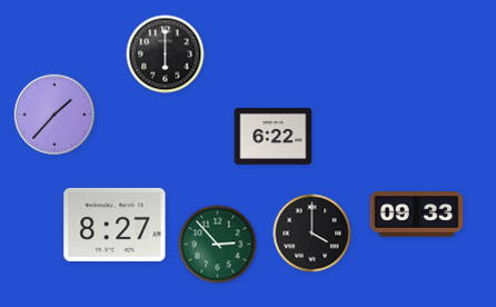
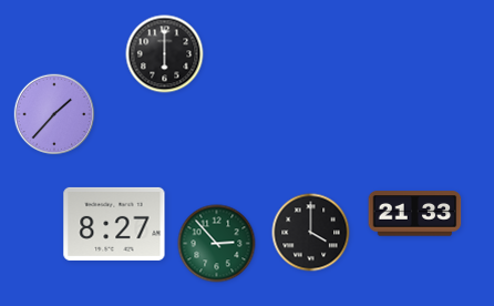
clock at (274, 137): 6:22 -> none
clock at (417, 215): 09:33 -> 21:33
